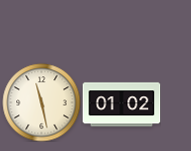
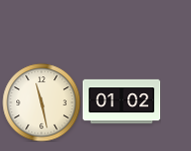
clock at (121, 105) position: (121, 105) -> (121, 102)
